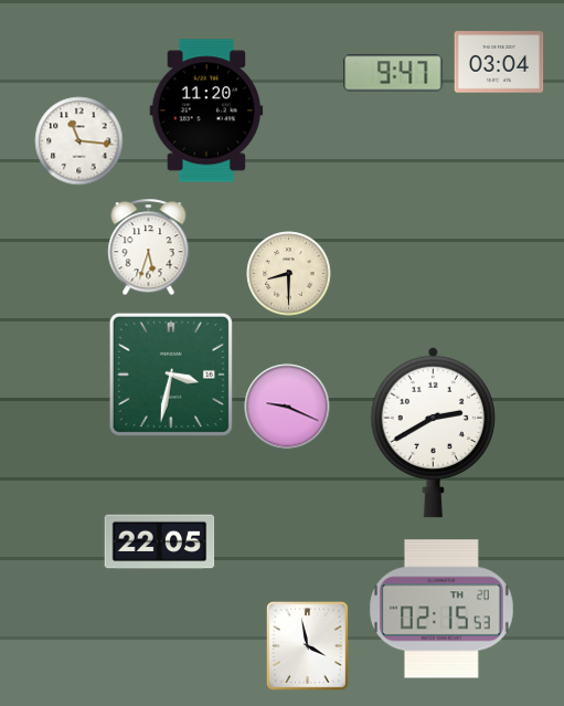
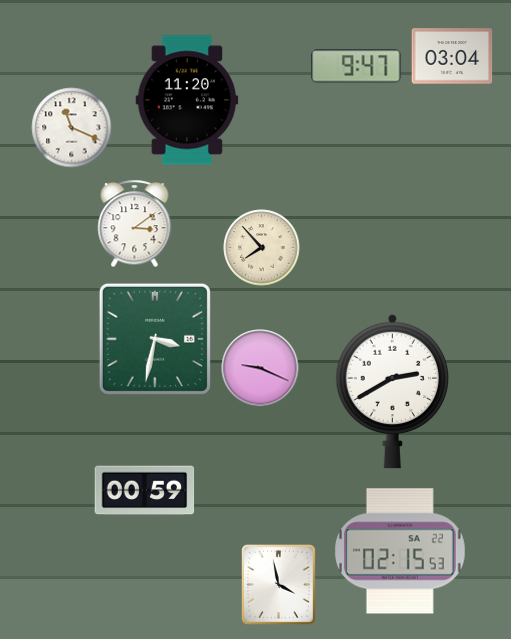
clock at (79, 141): 11:16 -> 11:19
clock at (149, 247): 5:33 -> 3:09
clock at (289, 274): 8:30 -> 7:53
clock at (160, 542): 22:05 -> 00:59
clock at (443, 609) date: TH 20 -> SA 22
